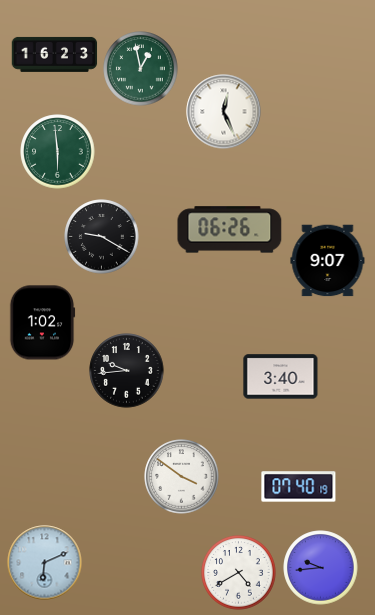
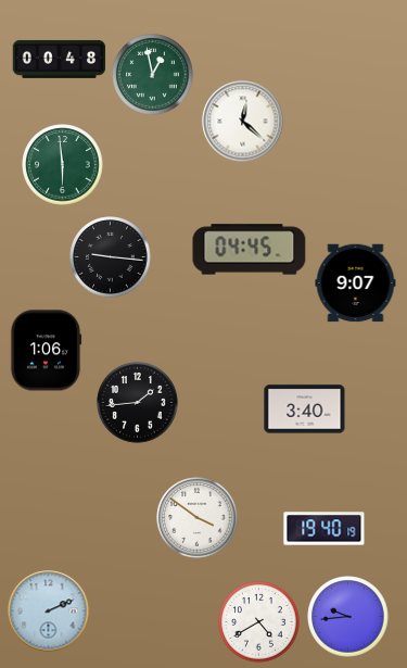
clock at (55, 54): 16:23 -> 00:48
clock at (224, 112): 12:26 -> 12:22
clock at (230, 230): 06:26 -> 04:45
clock at (102, 237): 9:20 -> 9:16
clock at (42, 323): 1:02 -> 1:06
clock at (127, 371): 9:44 -> 1:44
clock at (299, 487): 07:40 -> 19:40
clock at (45, 563): 6:11 -> 2:11
